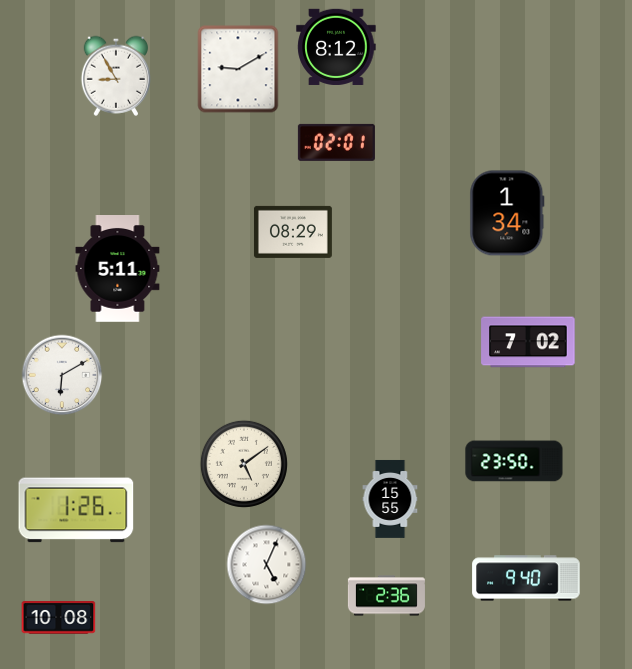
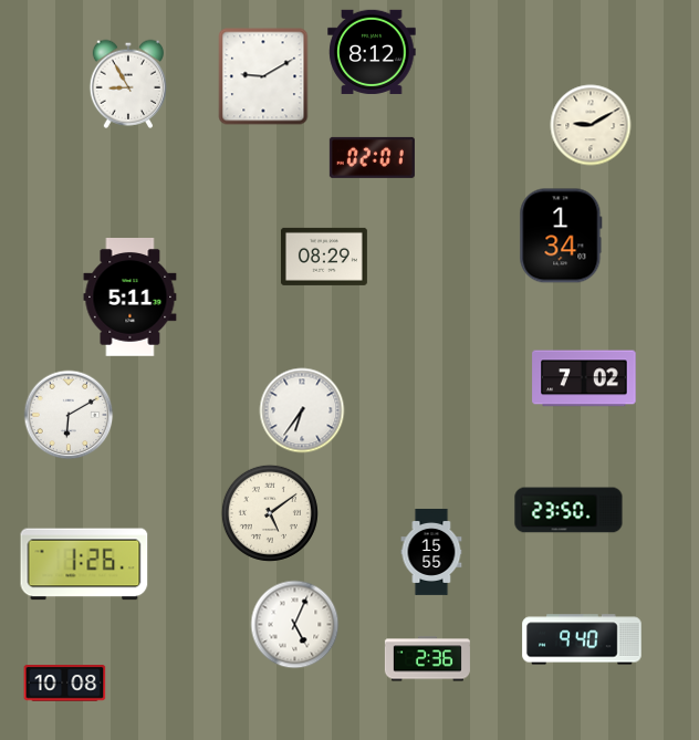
clock at (591, 125): none -> 9:10
clock at (302, 410): none -> 6:36
